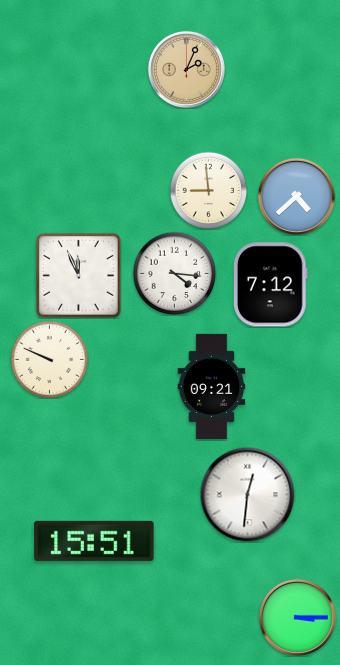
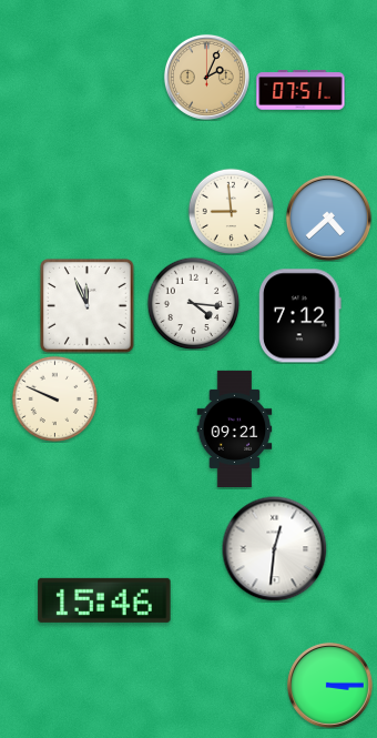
clock at (300, 90): none -> 07:51
clock at (94, 541): 15:51 -> 15:46
